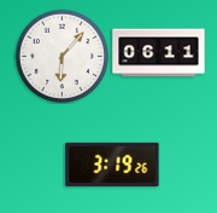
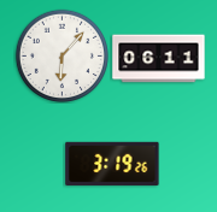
clock at (159, 53) position: (159, 53) -> (159, 59)
